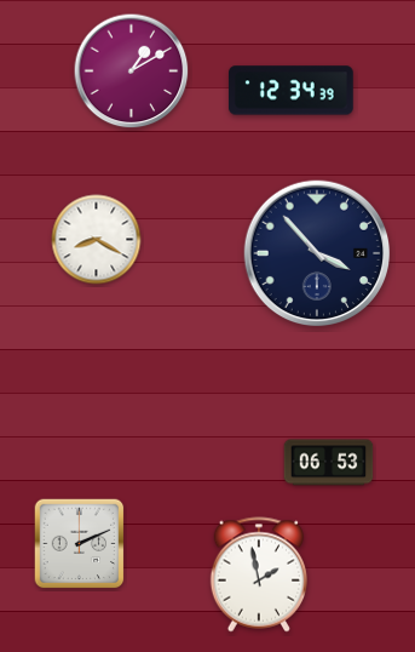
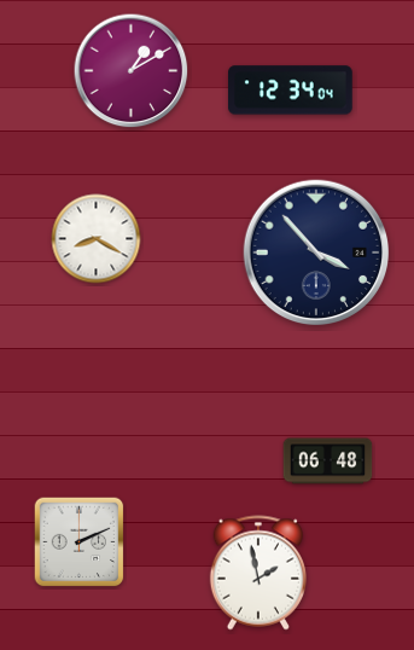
clock at (292, 91): 12:34:39 -> 12:34:04
clock at (329, 463): 06:53 -> 06:48
